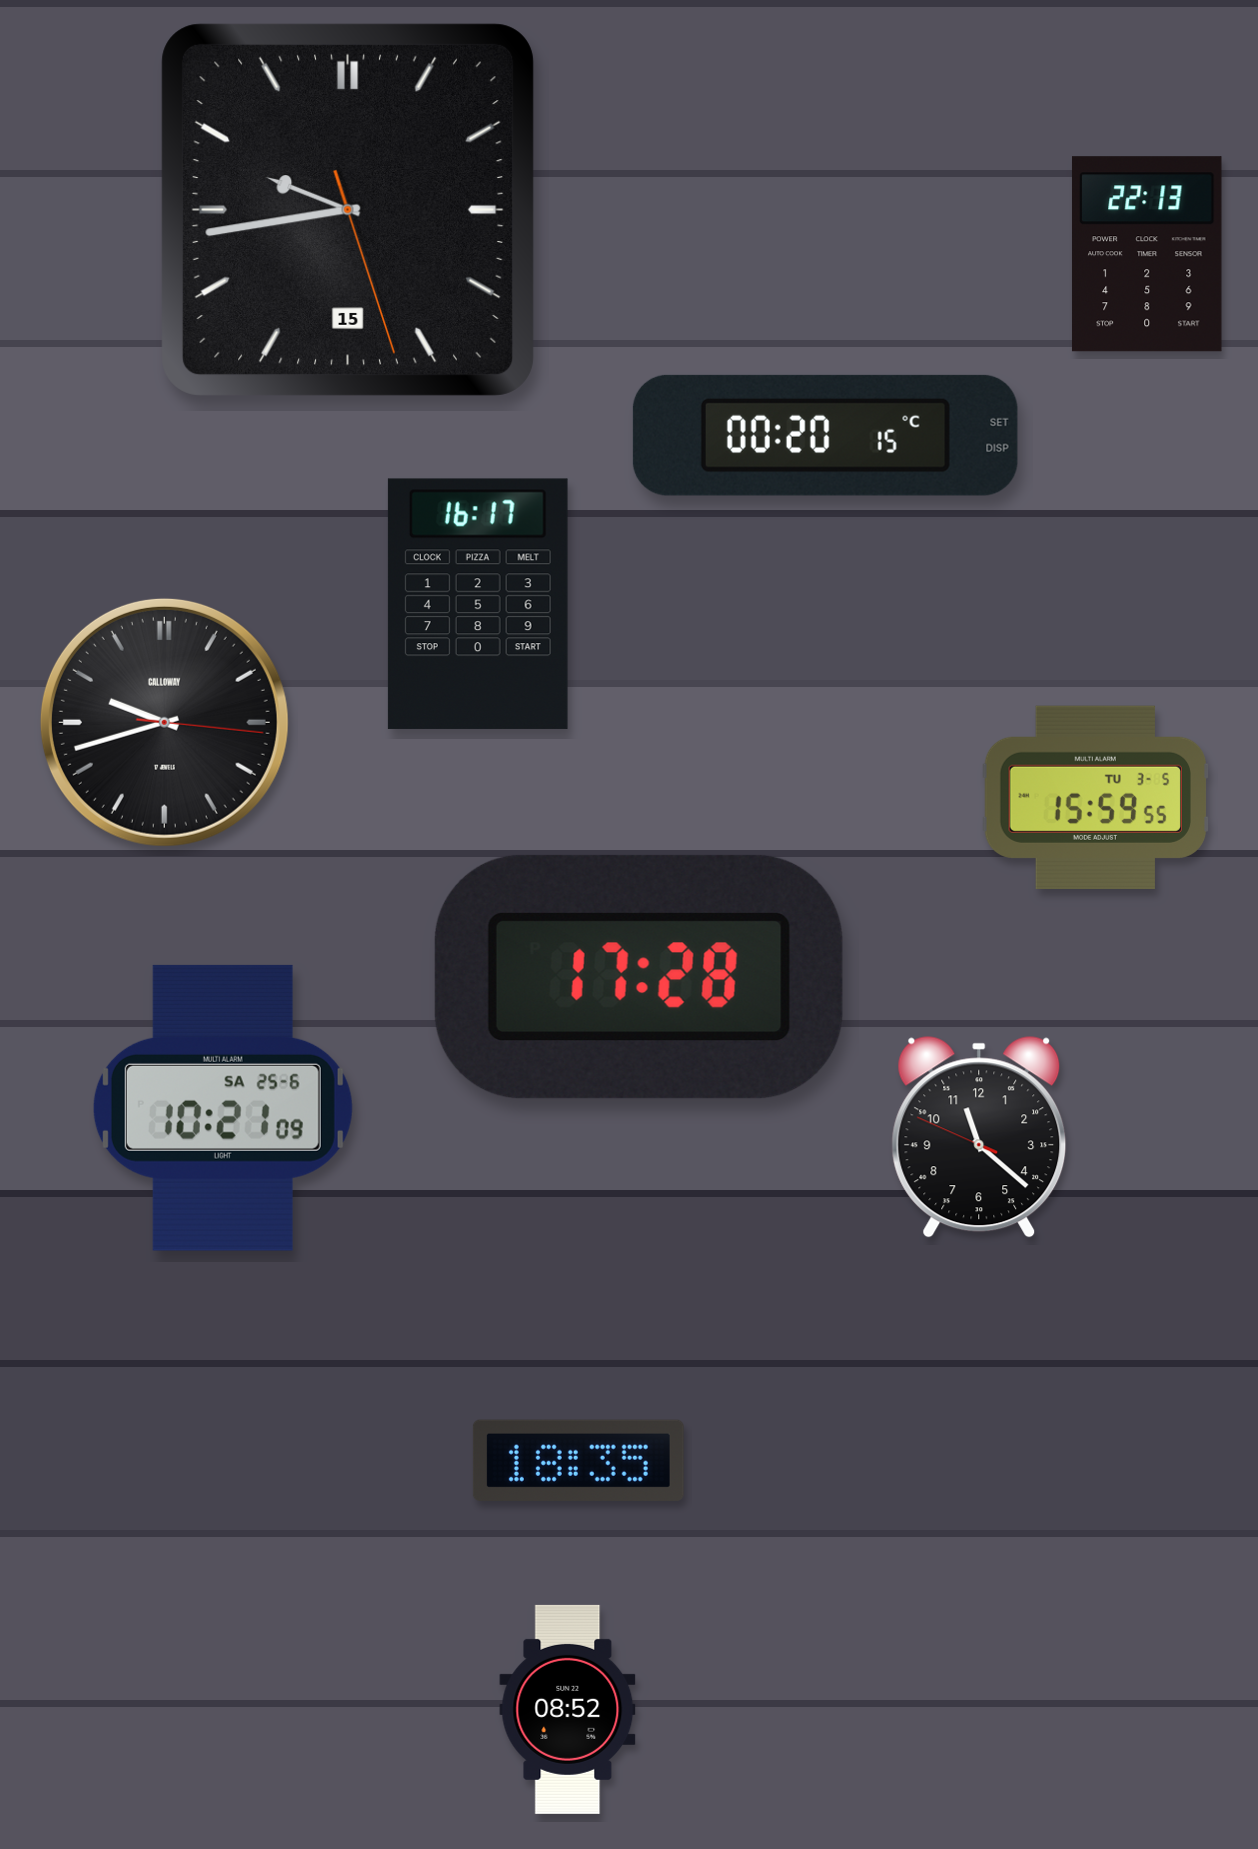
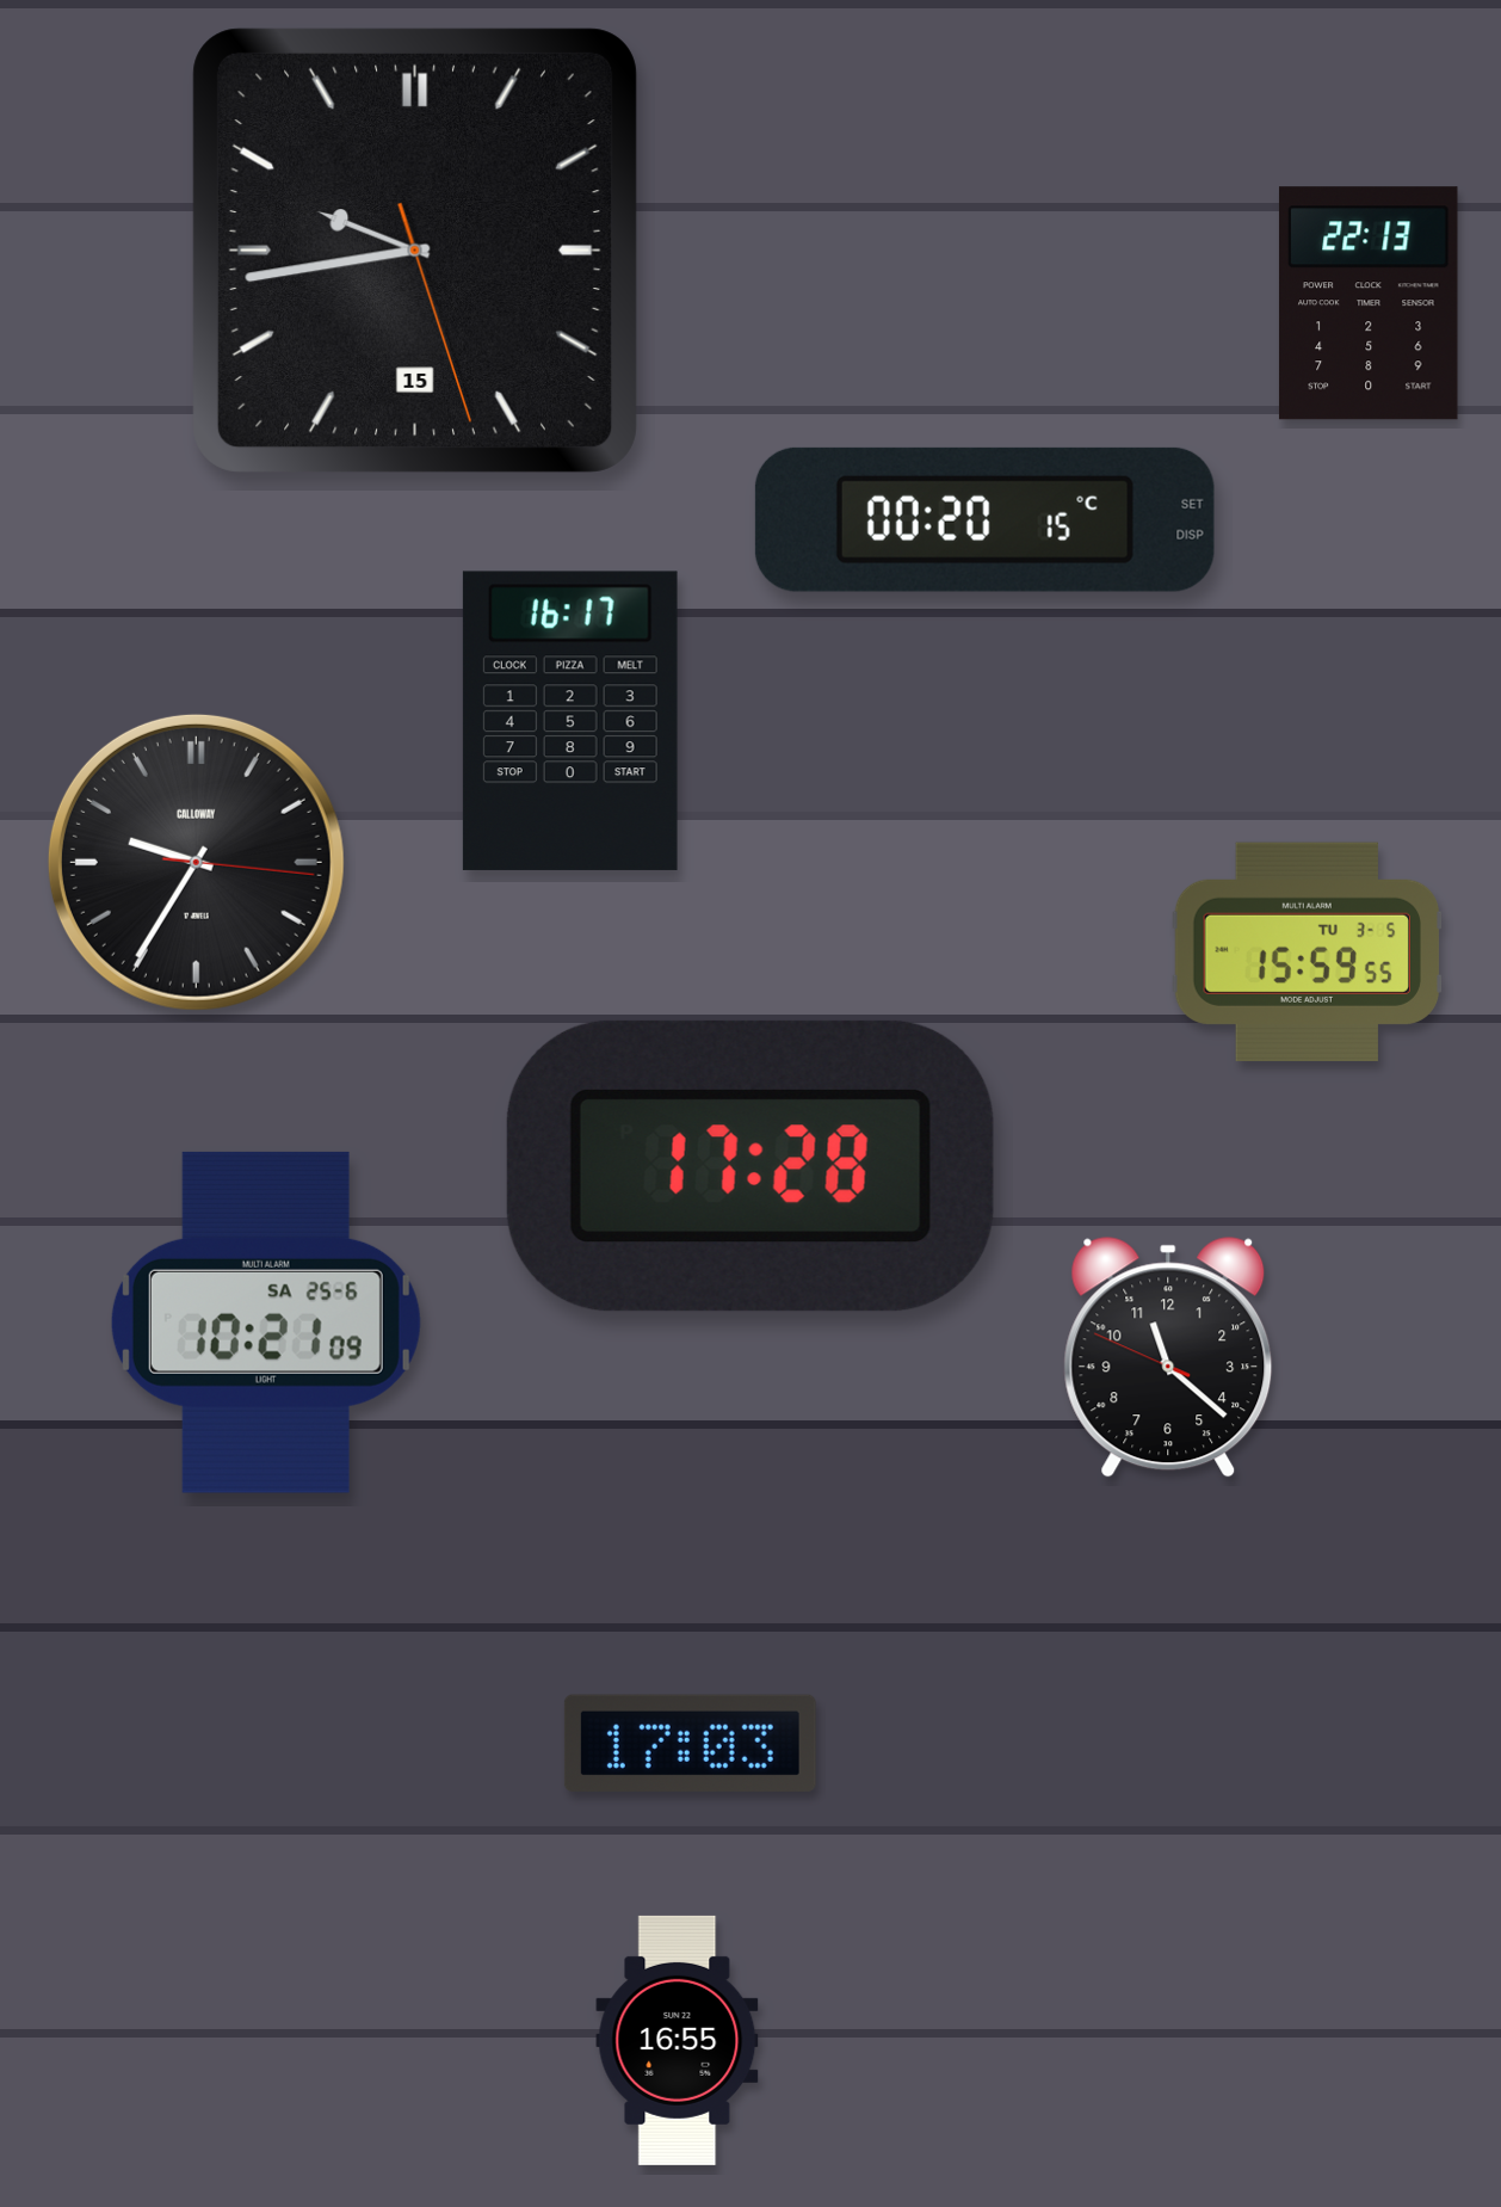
clock at (164, 722): 9:42 -> 9:35
clock at (639, 977) position: (639, 977) -> (750, 1166)
clock at (578, 1460): 18:35 -> 17:03
clock at (568, 1709): 08:52 -> 16:55
